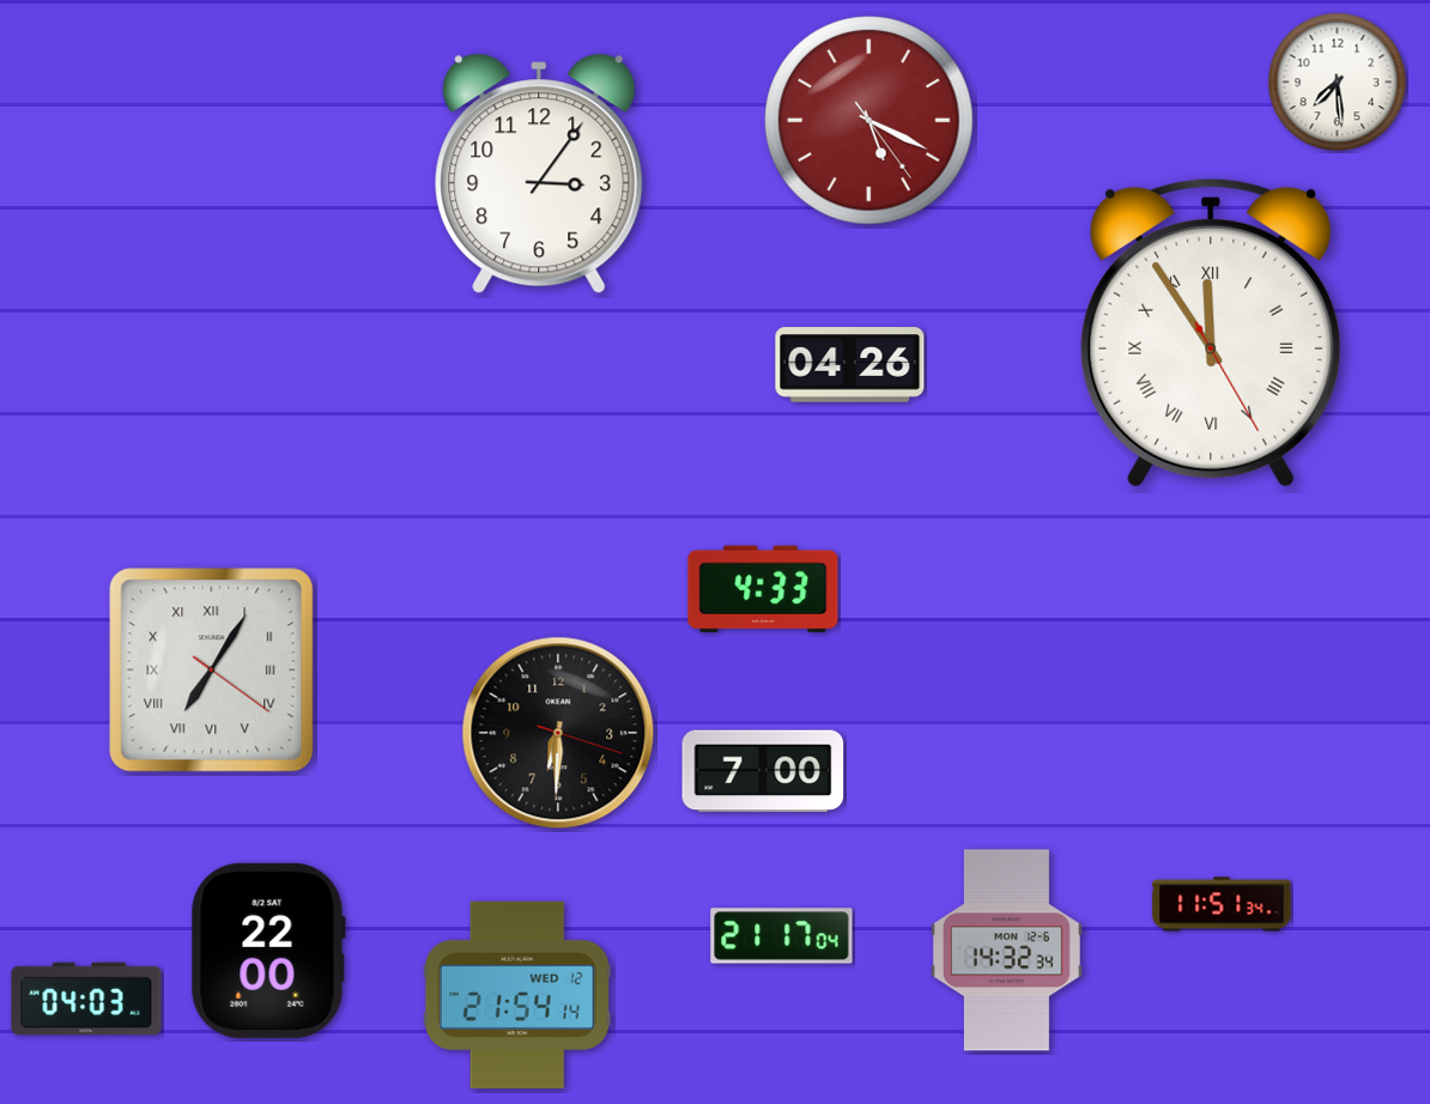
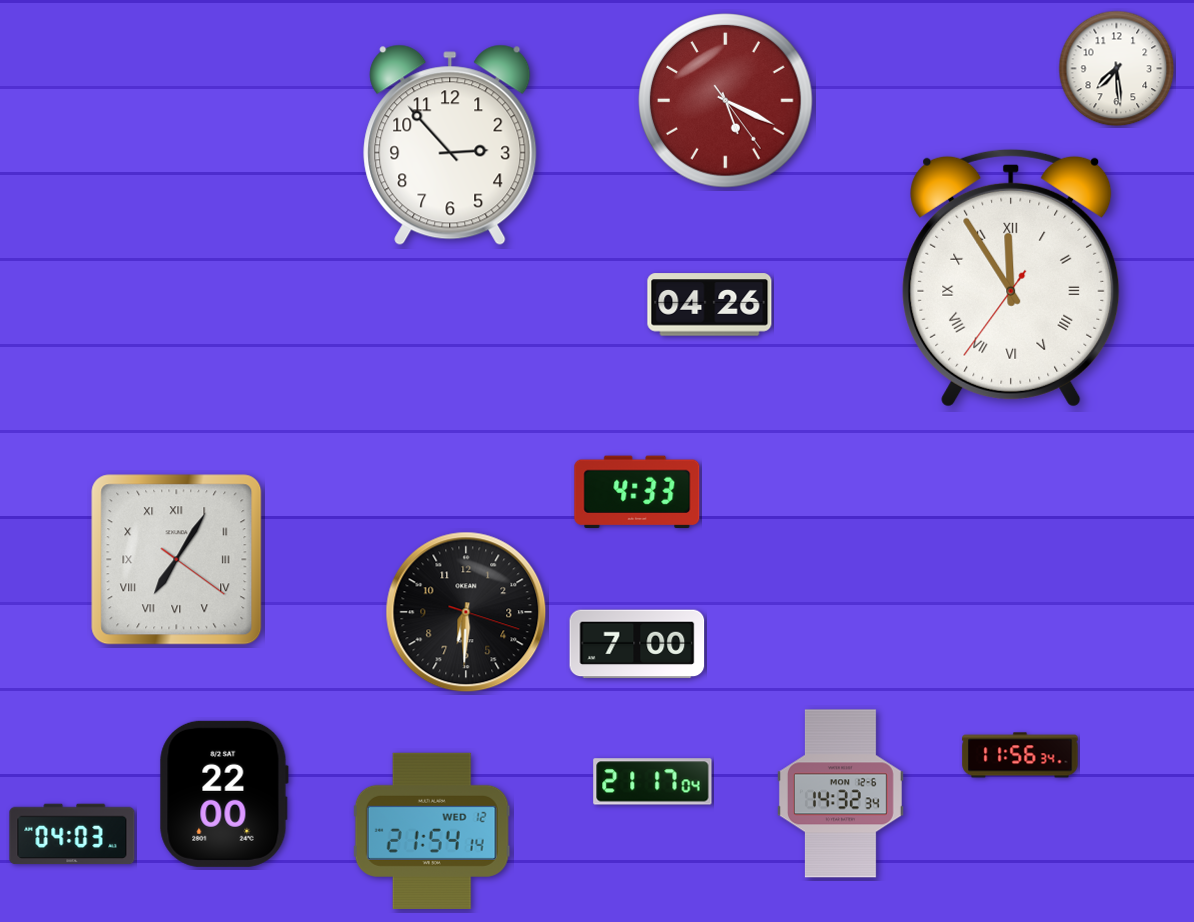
clock at (539, 174): 3:06 -> 2:53
clock at (1211, 333): 11:54:25 -> 11:54:36
clock at (1222, 904): 11:51 -> 11:56
